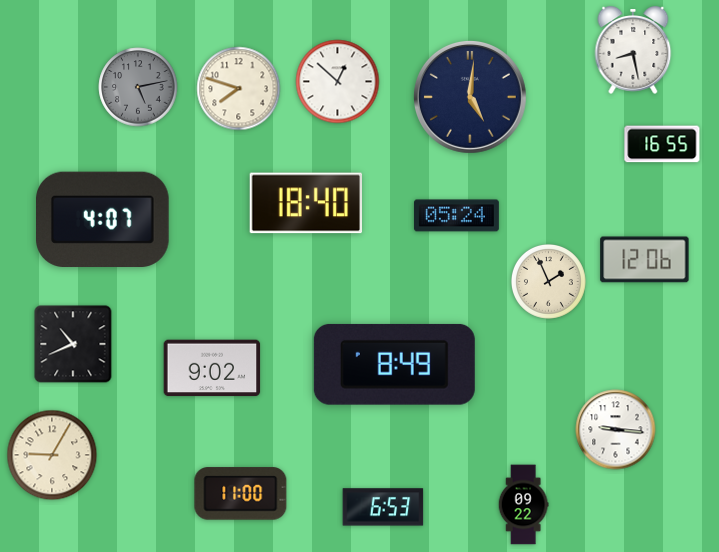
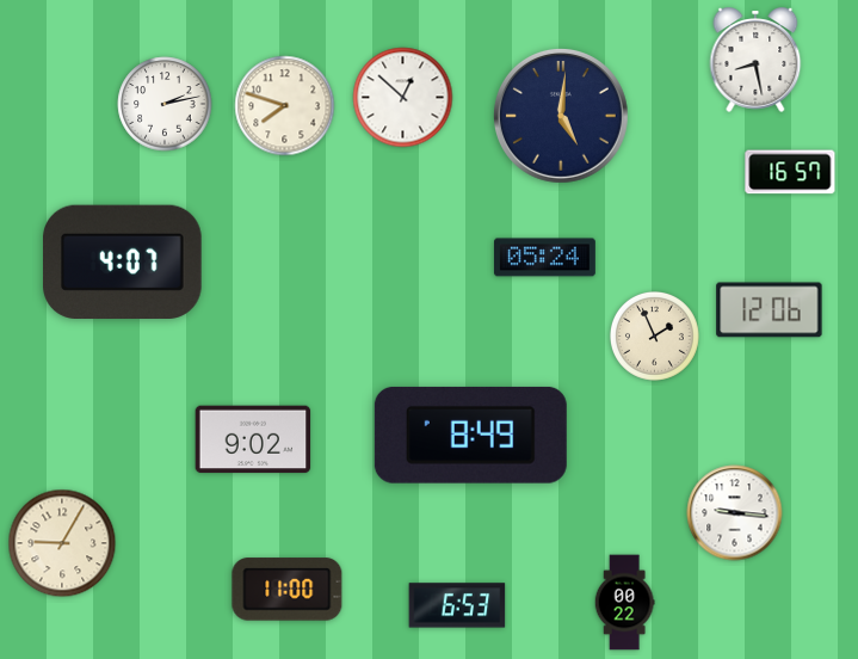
clock at (138, 87): 5:13 -> 2:13
clock at (138, 87) dial: grey -> white
clock at (662, 144): 16:55 -> 16:57
clock at (305, 203): 18:40 -> none
clock at (73, 344): 10:41 -> none
clock at (523, 505): 09:22 -> 00:22
